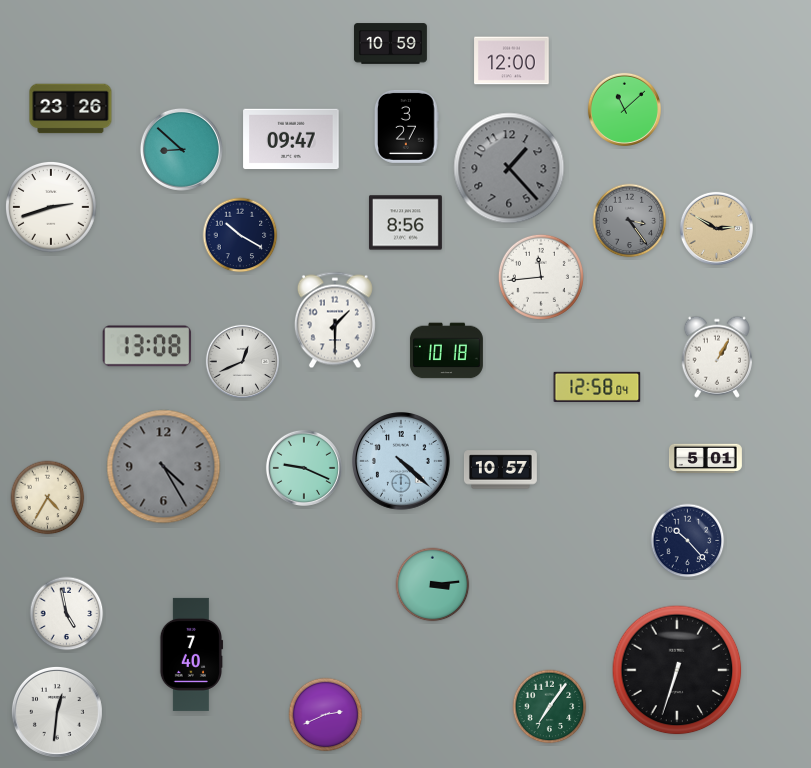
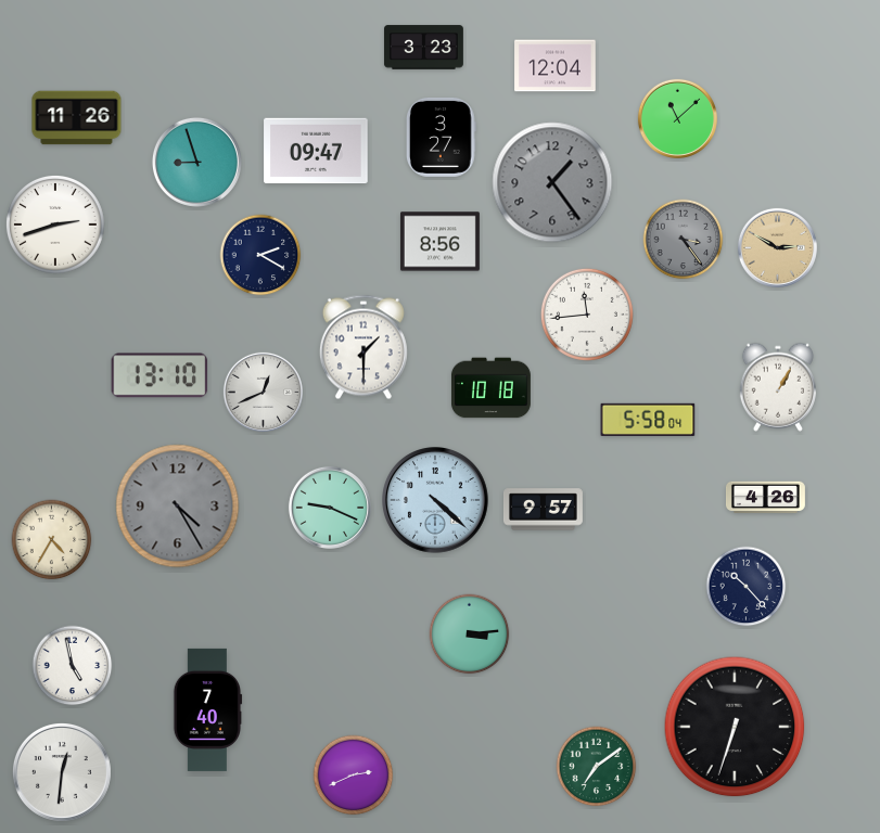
clock at (390, 44): 10:59 -> 3:23
clock at (512, 61): 12:00 -> 12:04
clock at (71, 109): 23:26 -> 11:26
clock at (181, 149): 8:52 -> 8:57
clock at (509, 168): 1:23 -> 1:24
clock at (240, 235): 10:20 -> 2:20
clock at (541, 277) position: (541, 277) -> (587, 315)
clock at (147, 346): 13:08 -> 13:10
clock at (446, 351) position: (446, 351) -> (490, 388)
clock at (597, 387): 12:58 -> 5:58
clock at (705, 459): 5:01 -> 4:26
clock at (500, 470): 10:57 -> 9:57
clock at (550, 707): 7:06 -> 7:09
